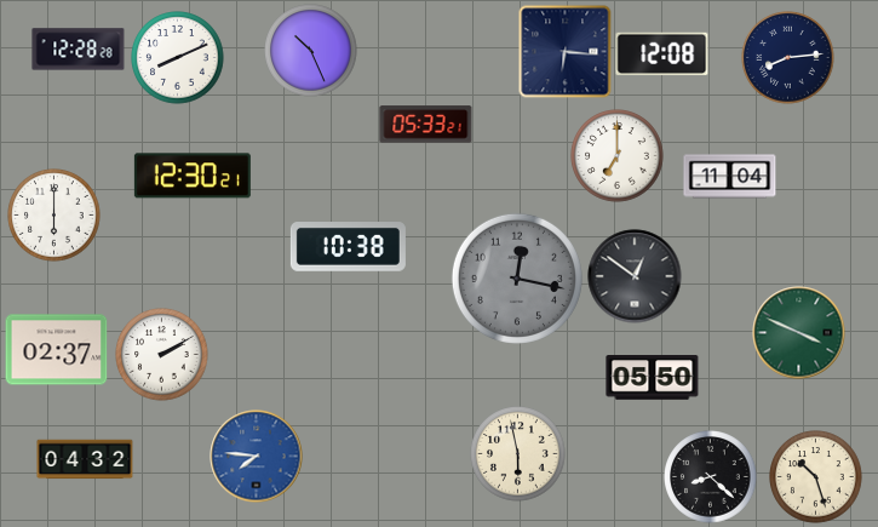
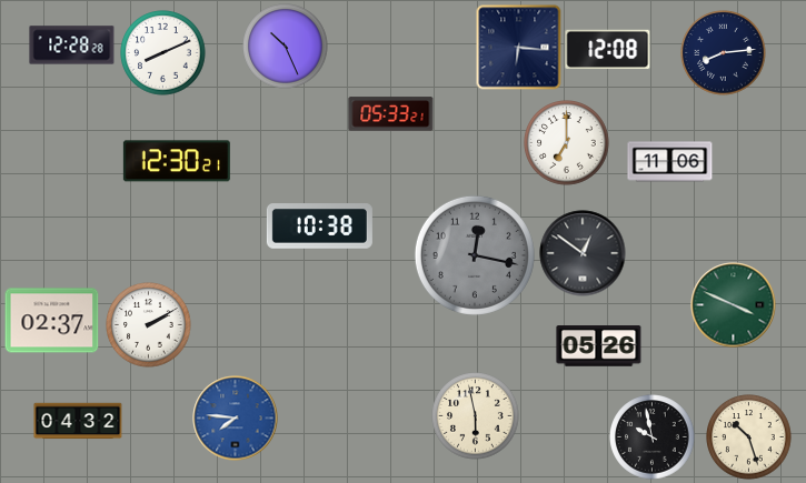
clock at (730, 177): 11:04 -> 11:06
clock at (54, 216): 6:00 -> none
clock at (653, 378): 05:50 -> 05:26
clock at (711, 477): 8:22 -> 9:58
